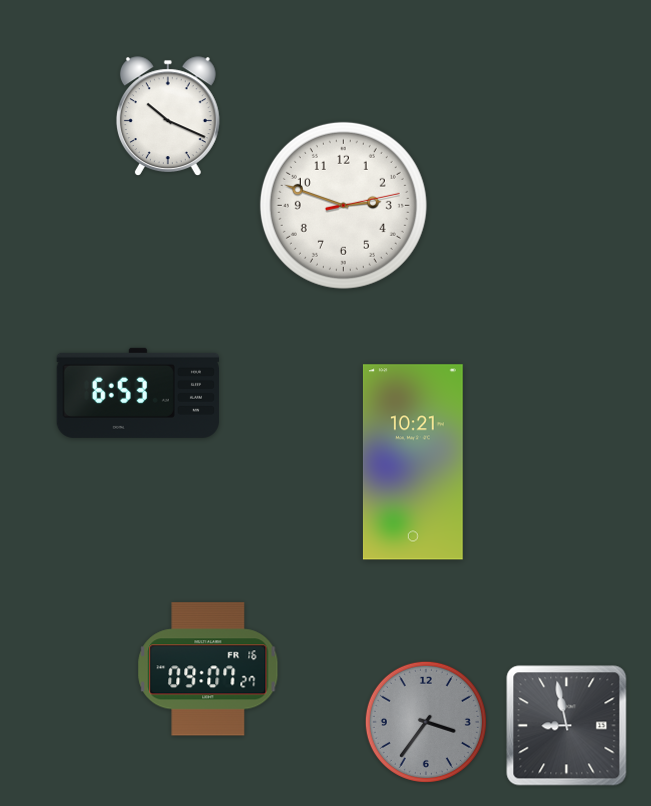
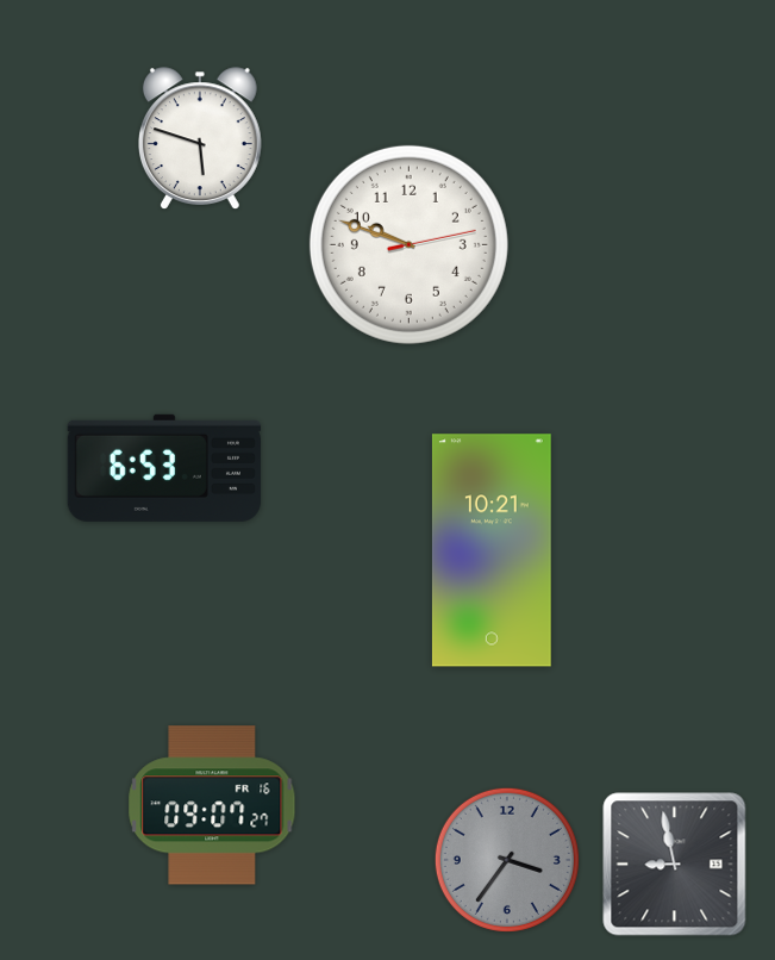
clock at (168, 116): 10:19 -> 5:48
clock at (343, 205): 2:48 -> 9:48
clock at (208, 669) position: (208, 669) -> (212, 805)
